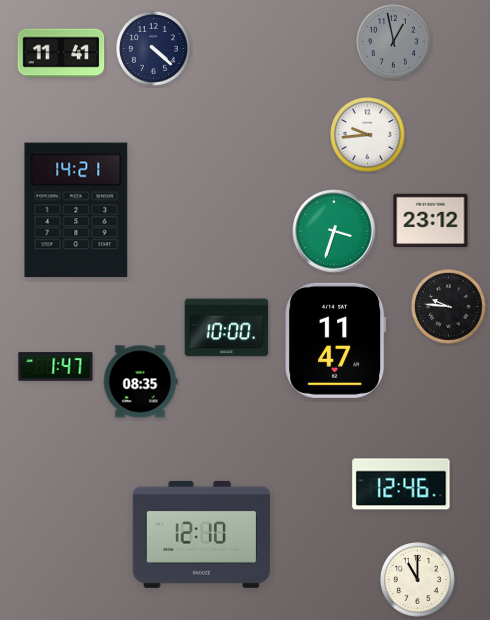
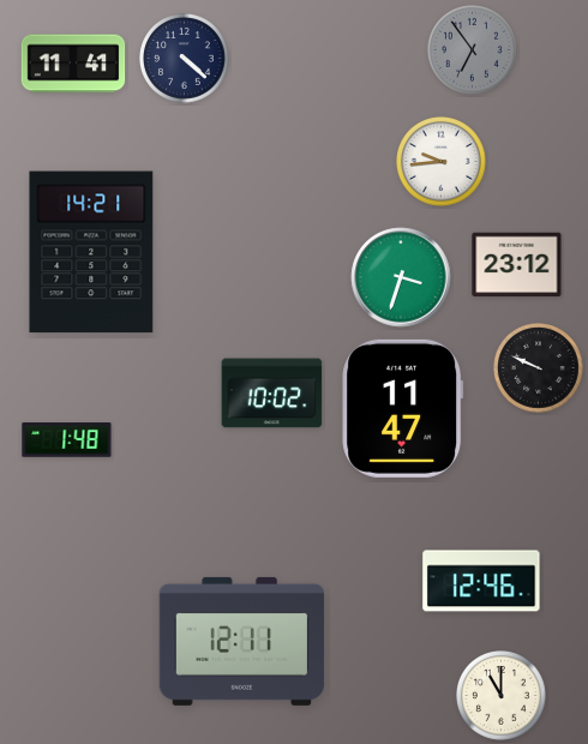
clock at (394, 42): 12:58 -> 6:54
clock at (449, 307): 9:46 -> 9:49
clock at (227, 328): 10:00 -> 10:02
clock at (56, 367): 1:47 -> 1:48
clock at (140, 382): 08:35 -> none
clock at (202, 534): 12:10 -> 12:11
